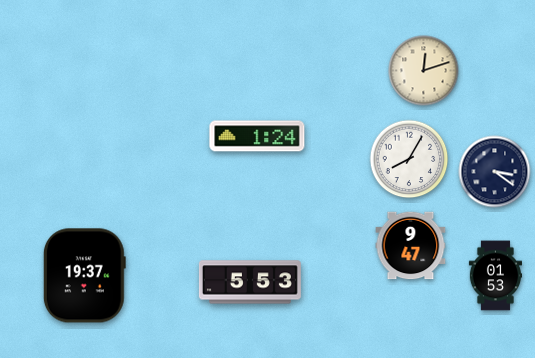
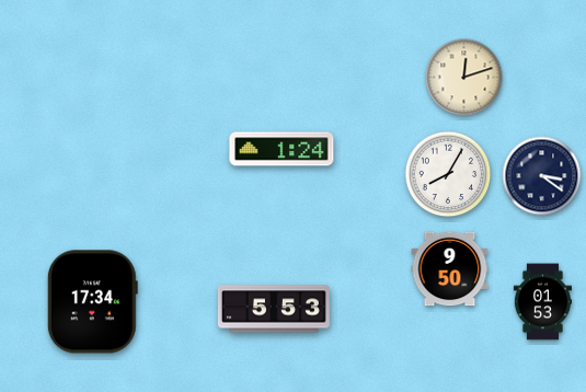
clock at (495, 172) position: (495, 172) -> (542, 176)
clock at (411, 246): 9:47 -> 9:50
clock at (84, 276): 19:37 -> 17:34
